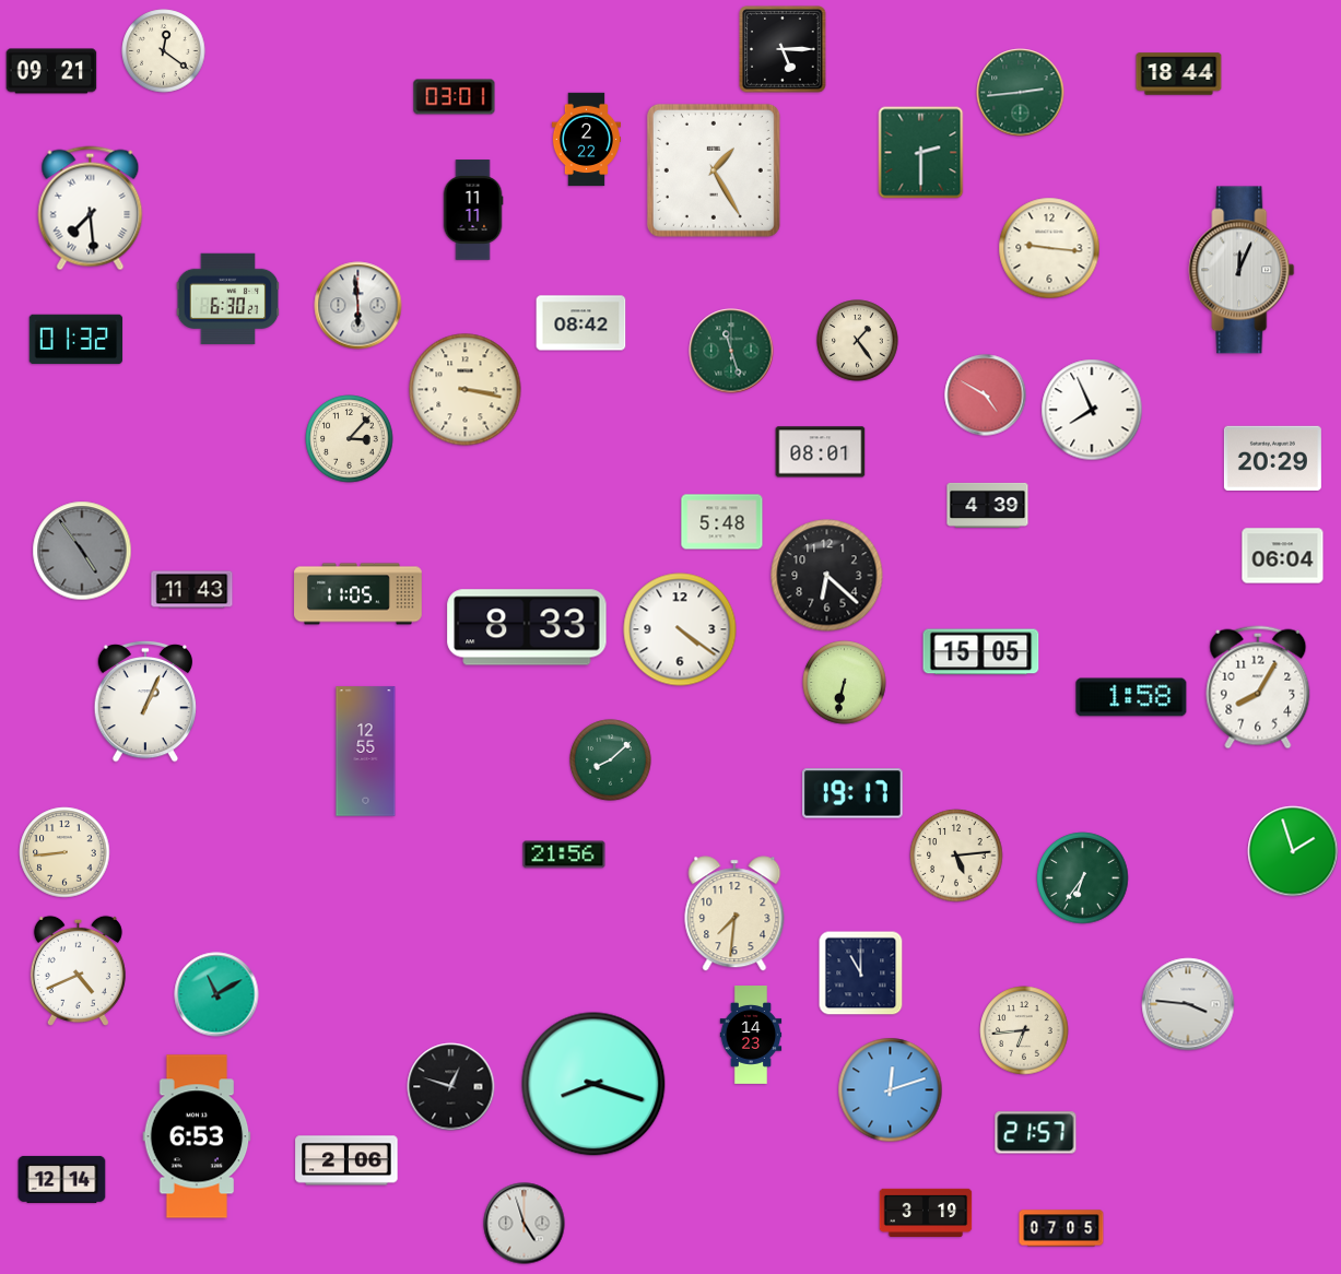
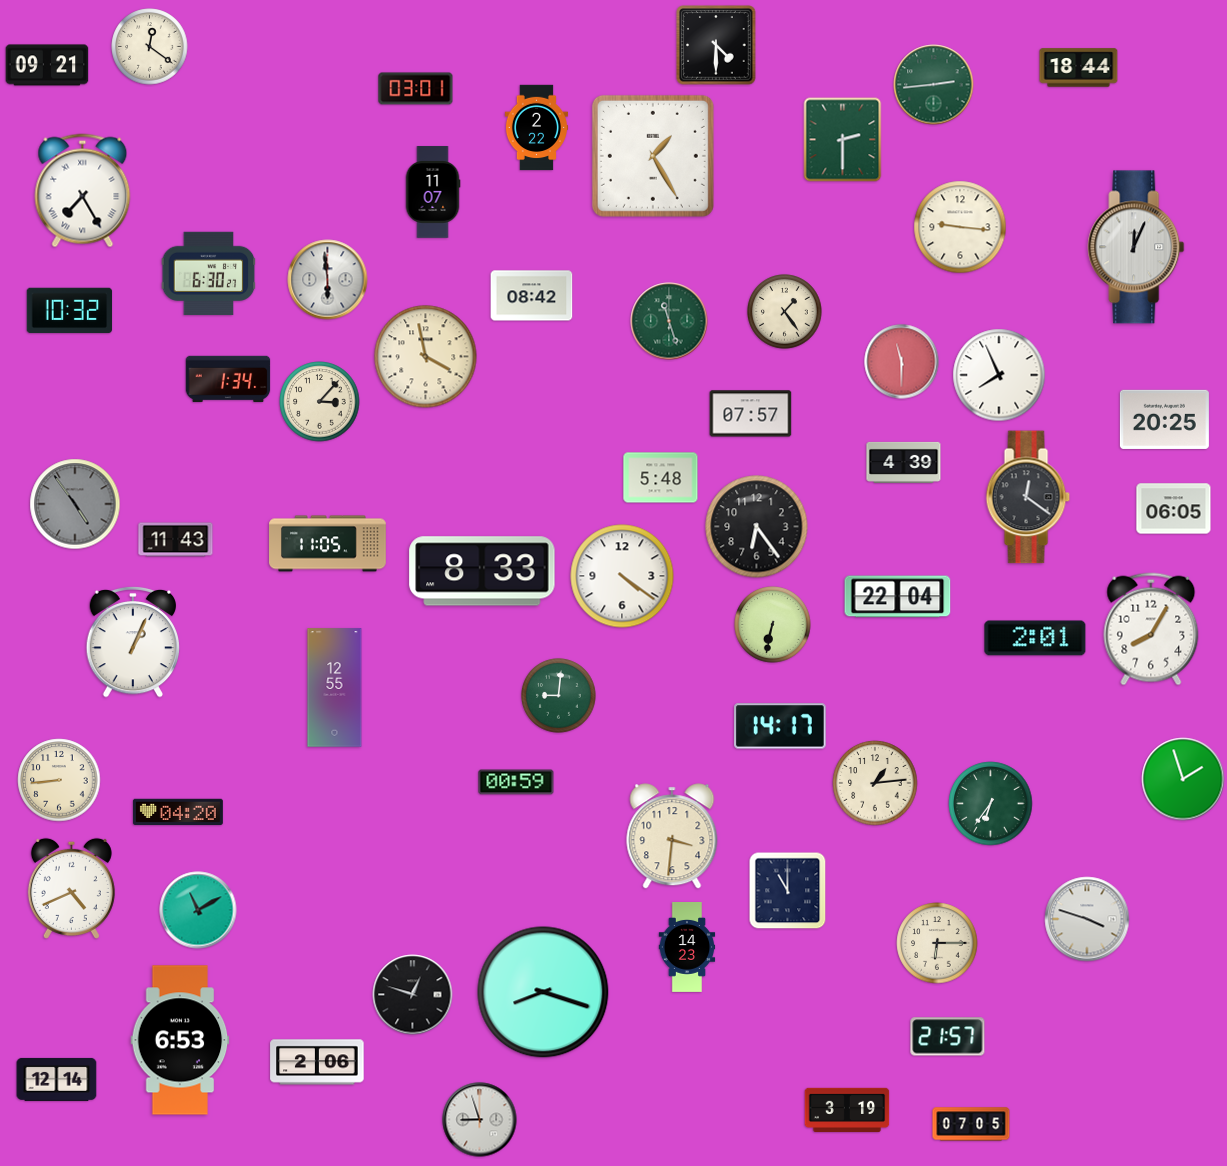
clock at (783, 49): 5:15 -> 4:30
clock at (91, 209): 7:29 -> 7:25
clock at (473, 210): 11:11 -> 11:07
clock at (77, 340): 01:32 -> 10:32
clock at (466, 390): 3:17 -> 3:58
clock at (986, 396): 4:50 -> 11:30
clock at (228, 379): none -> 1:34
clock at (821, 452): 08:01 -> 07:57
clock at (1272, 458): 20:29 -> 20:25
clock at (1028, 497): none -> 12:21
clock at (1283, 556): 06:04 -> 06:05
clock at (827, 576): 6:22 -> 6:24
clock at (527, 627) position: (527, 627) -> (482, 571)
clock at (981, 652): 15:05 -> 22:04
clock at (1131, 697): 1:58 -> 2:01
clock at (611, 760): 8:08 -> 9:01
clock at (854, 793): 19:17 -> 14:17
clock at (564, 854): 21:56 -> 00:59
clock at (956, 856): 5:14 -> 1:14
clock at (178, 811): none -> 04:20
clock at (734, 913): 7:31 -> 3:31
clock at (1188, 1004): 3:46 -> 3:48
clock at (1024, 1030): 6:44 -> 6:15
clock at (891, 1090): 12:12 -> none
clock at (525, 1224): 4:57 -> 8:57
